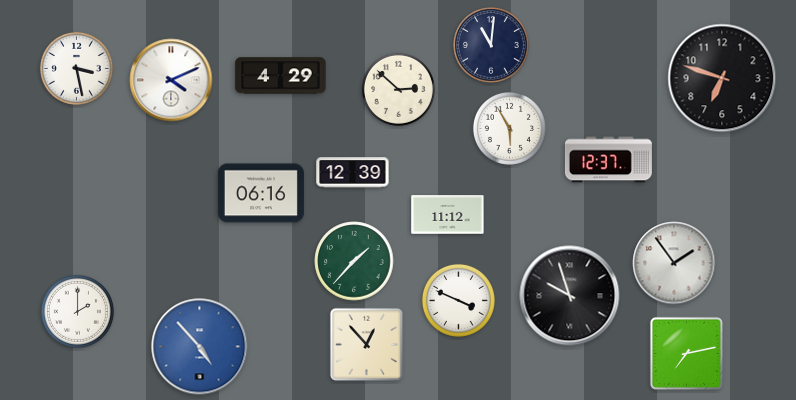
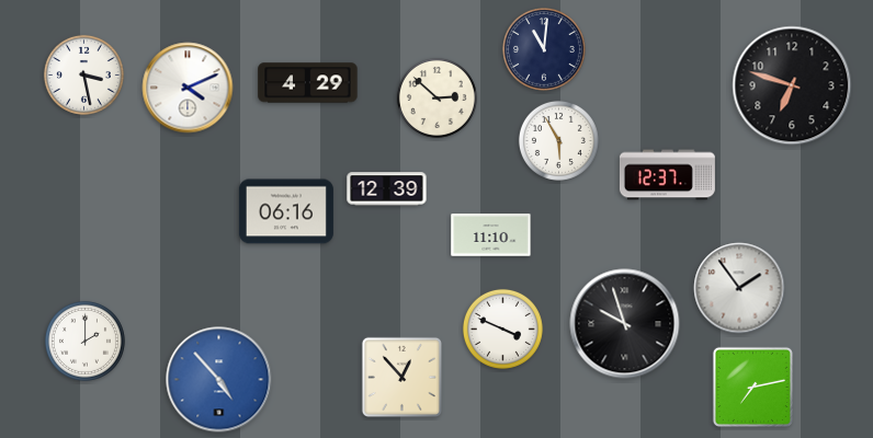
clock at (492, 46) position: (492, 46) -> (545, 50)
clock at (448, 215): 11:12 -> 11:10
clock at (354, 261): 1:37 -> none
